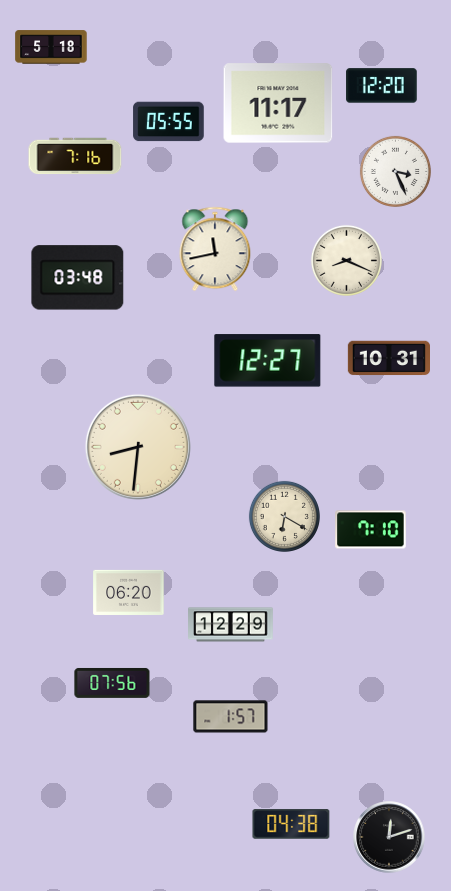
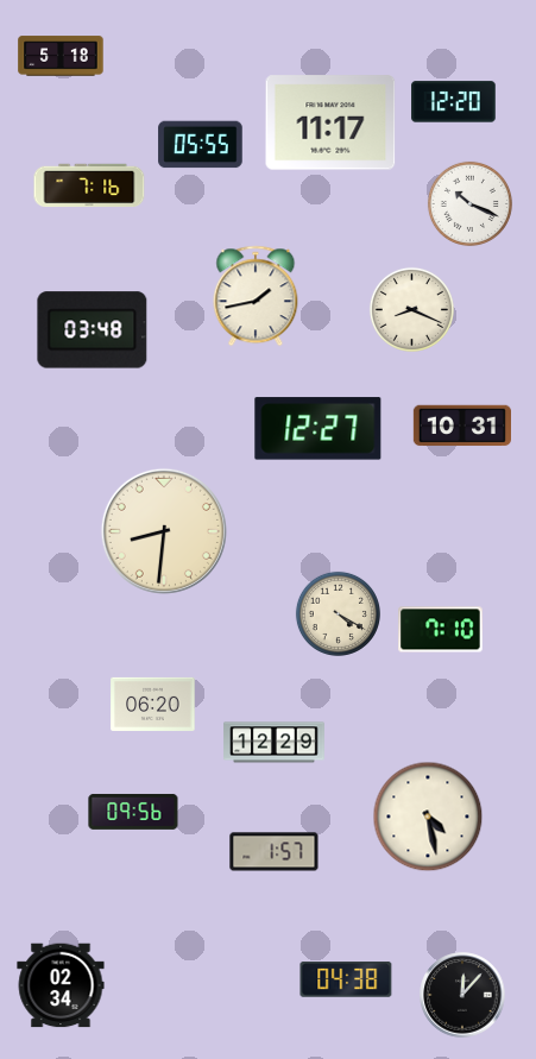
clock at (395, 171): 3:26 -> 10:19
clock at (215, 249): 11:43 -> 1:43
clock at (284, 516): 6:20 -> 4:20
clock at (112, 683): 07:56 -> 09:56
clock at (428, 817): none -> 4:28
clock at (61, 985): none -> 02:34
clock at (389, 837): 12:12 -> 12:07
